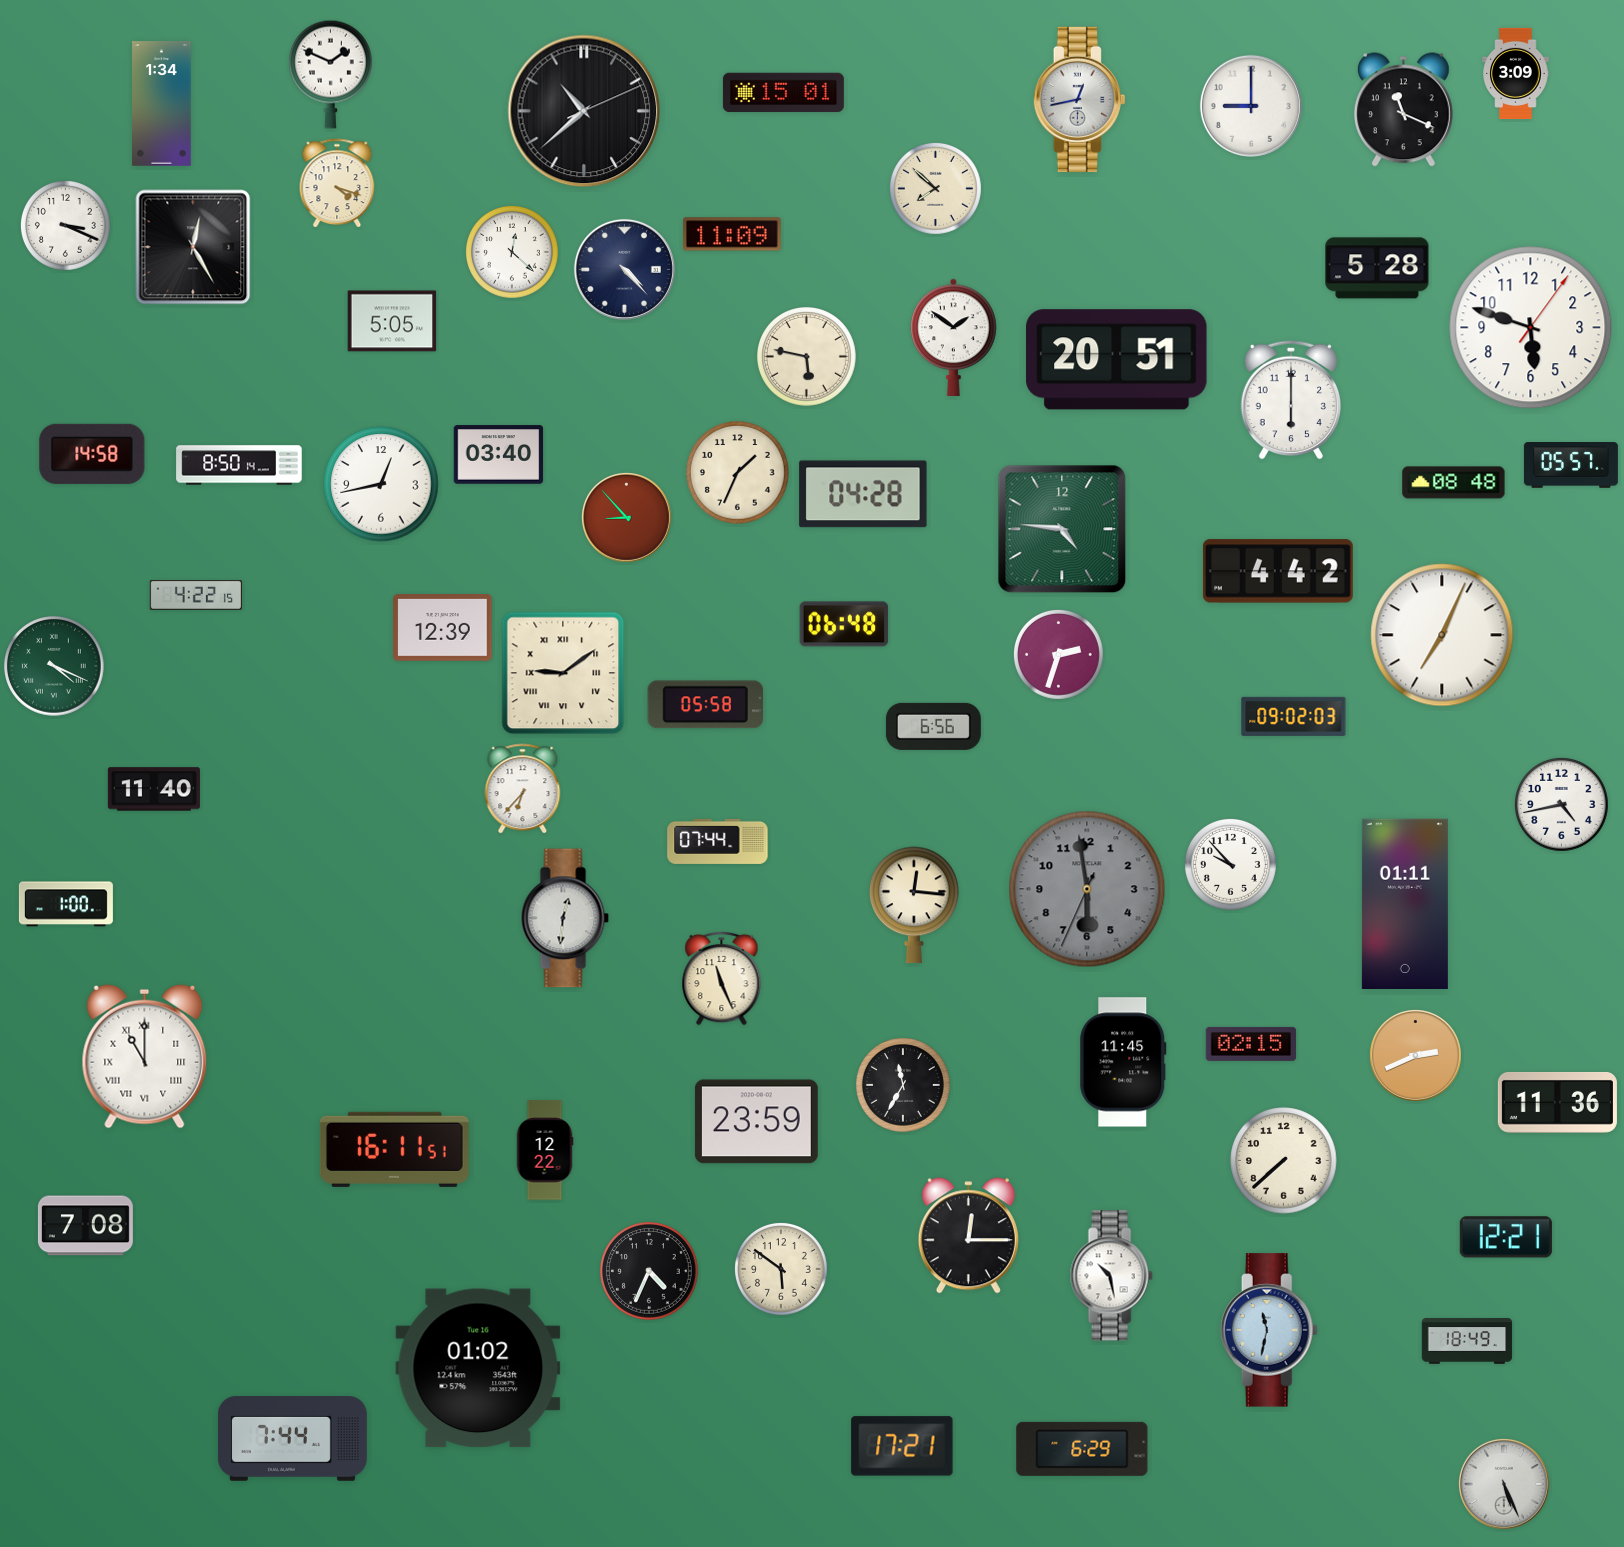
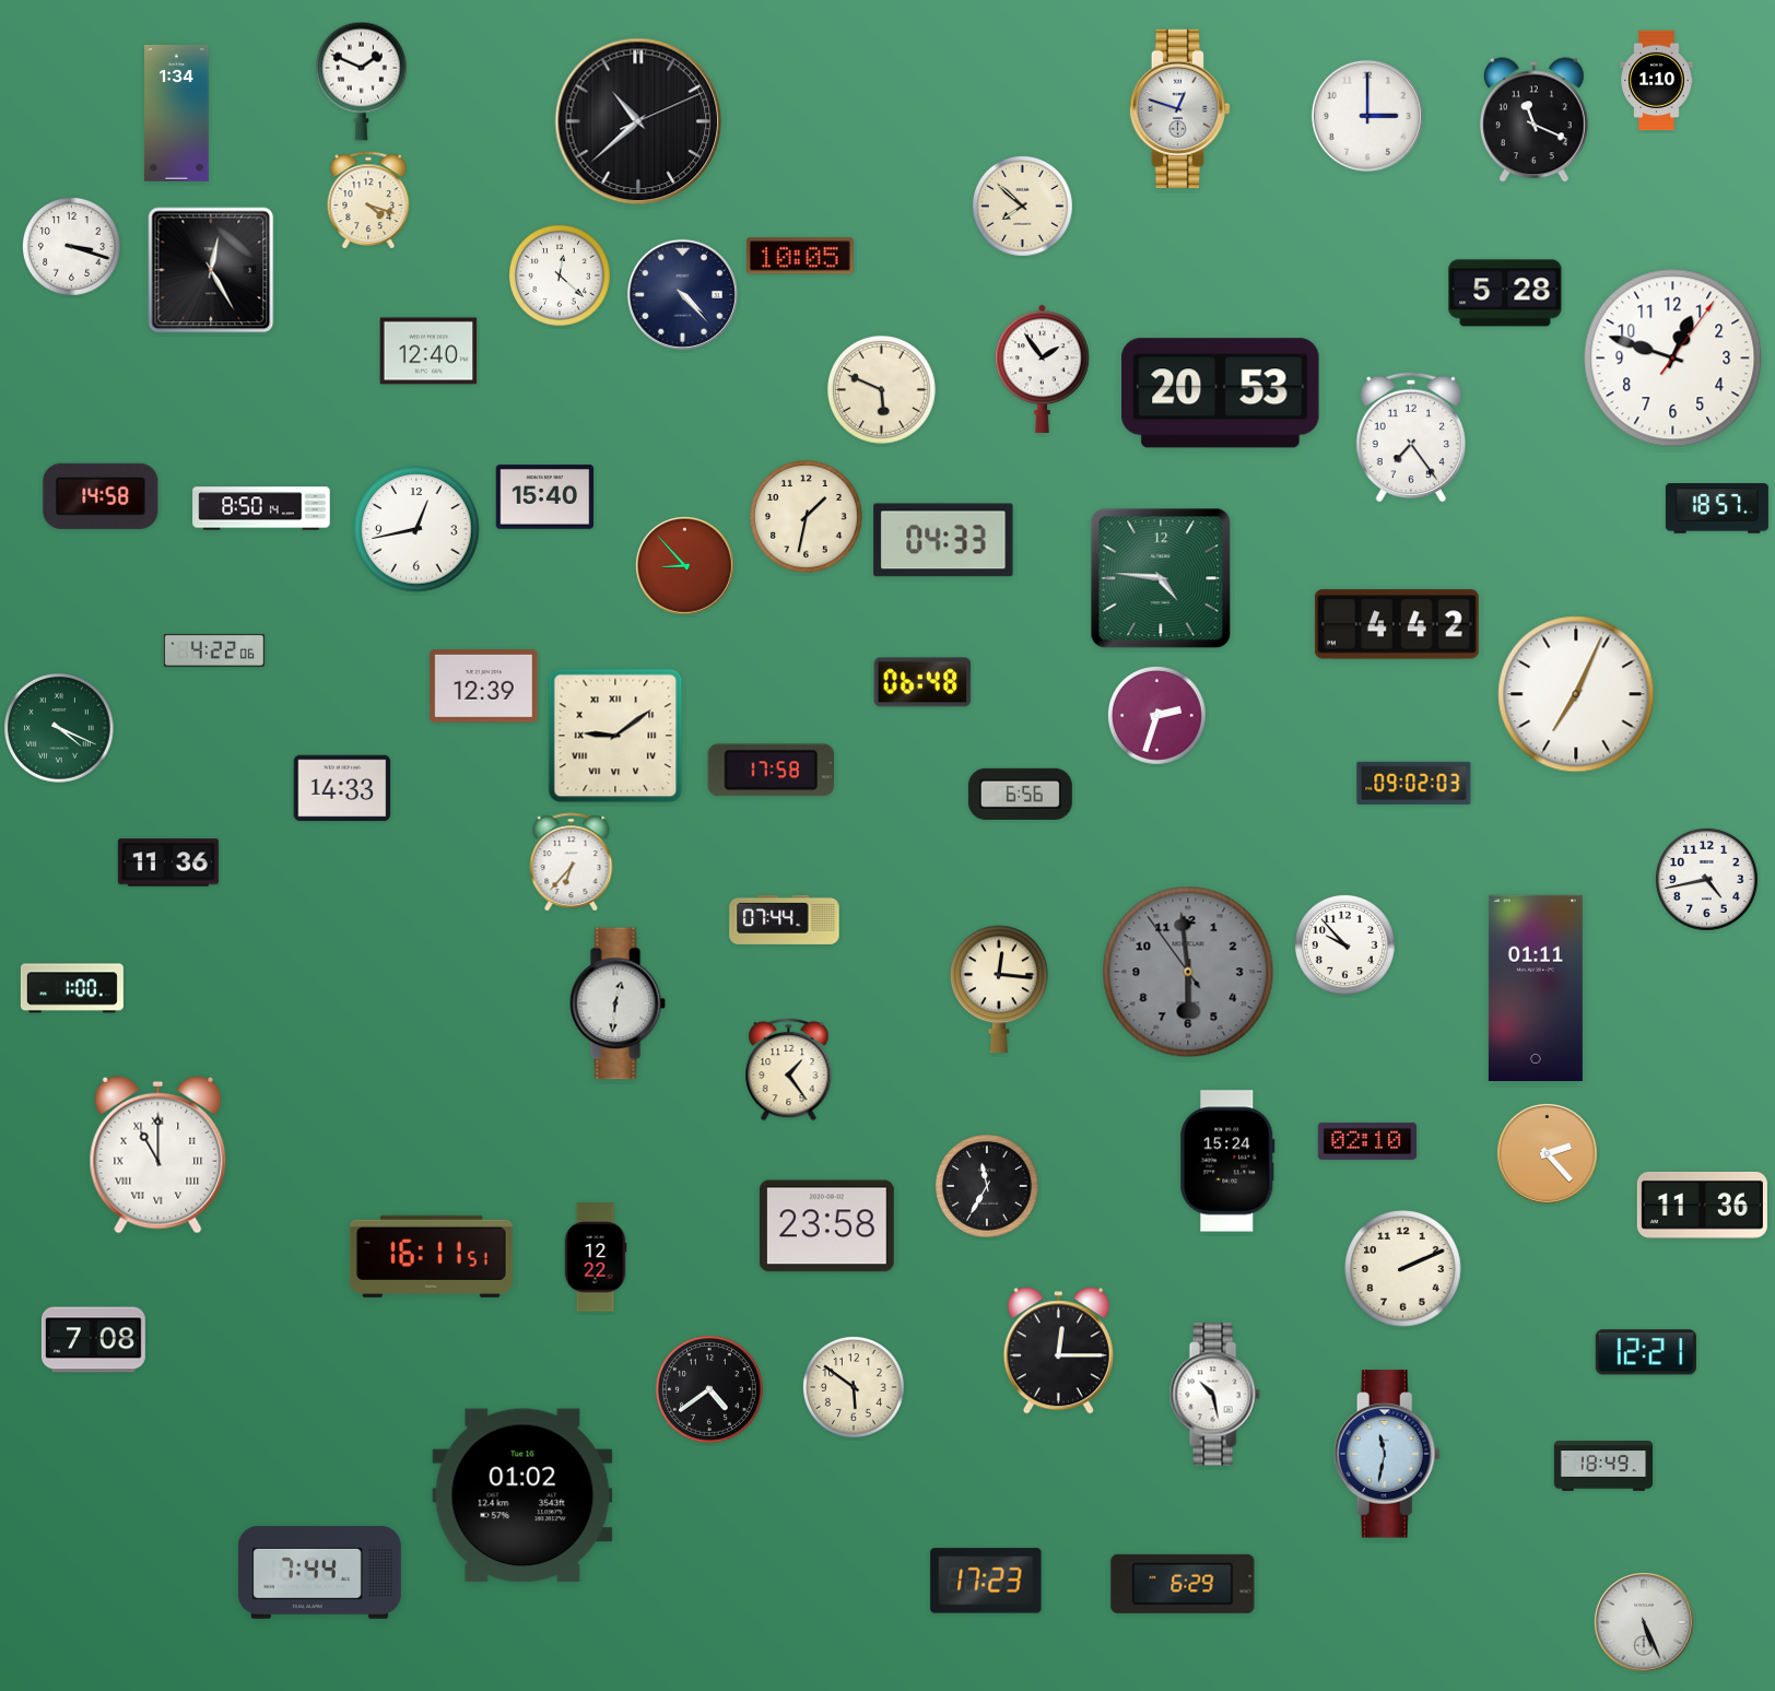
clock at (1516, 74): 3:09 -> 1:10
clock at (783, 93): 15:01 -> none
clock at (1079, 99): 12:43 -> 12:48
clock at (1251, 106): 9:00 -> 3:00
clock at (65, 225): 3:19 -> 3:18
clock at (732, 234): 11:09 -> 10:05
clock at (392, 321): 5:05 -> 12:40
clock at (1531, 328): 5:48 -> 12:48
clock at (954, 337): 1:51 -> 1:54
clock at (807, 357): 5:47 -> 5:49
clock at (1117, 360): 20:51 -> 20:53
clock at (1291, 400): 6:00 -> 7:24
clock at (499, 455): 03:40 -> 15:40
clock at (1571, 465): 05:57 -> 18:57
clock at (738, 473): 1:34 -> 1:32
clock at (1454, 483): 08:48 -> none
clock at (863, 494): 04:28 -> 04:33
clock at (196, 596): 4:22:15 -> 4:22:06
clock at (705, 705): 05:58 -> 17:58
clock at (342, 787): none -> 14:33
clock at (154, 789): 11:40 -> 11:36
clock at (1087, 889): 5:58:34 -> 5:58:54
clock at (722, 978): 11:26 -> 1:24
clock at (1251, 1044): 02:15 -> 02:10
clock at (1415, 1055): 2:41 -> 2:23
clock at (1123, 1062): 11:45 -> 15:24
clock at (756, 1122): 23:59 -> 23:58
clock at (1284, 1161): 7:38 -> 2:11
clock at (650, 1272): 4:34 -> 4:39
clock at (902, 1446): 17:21 -> 17:23
